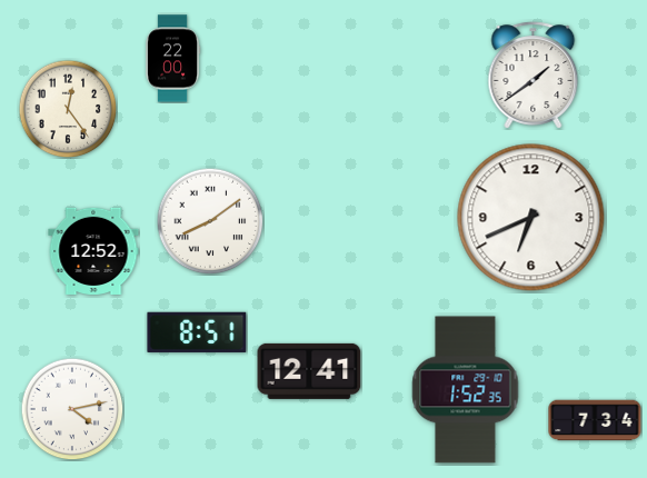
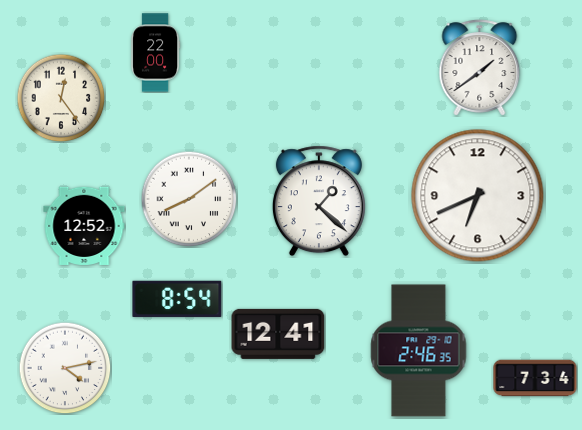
clock at (319, 201): none -> 1:22
clock at (197, 332): 8:51 -> 8:54
clock at (466, 390): 1:52 -> 2:46
